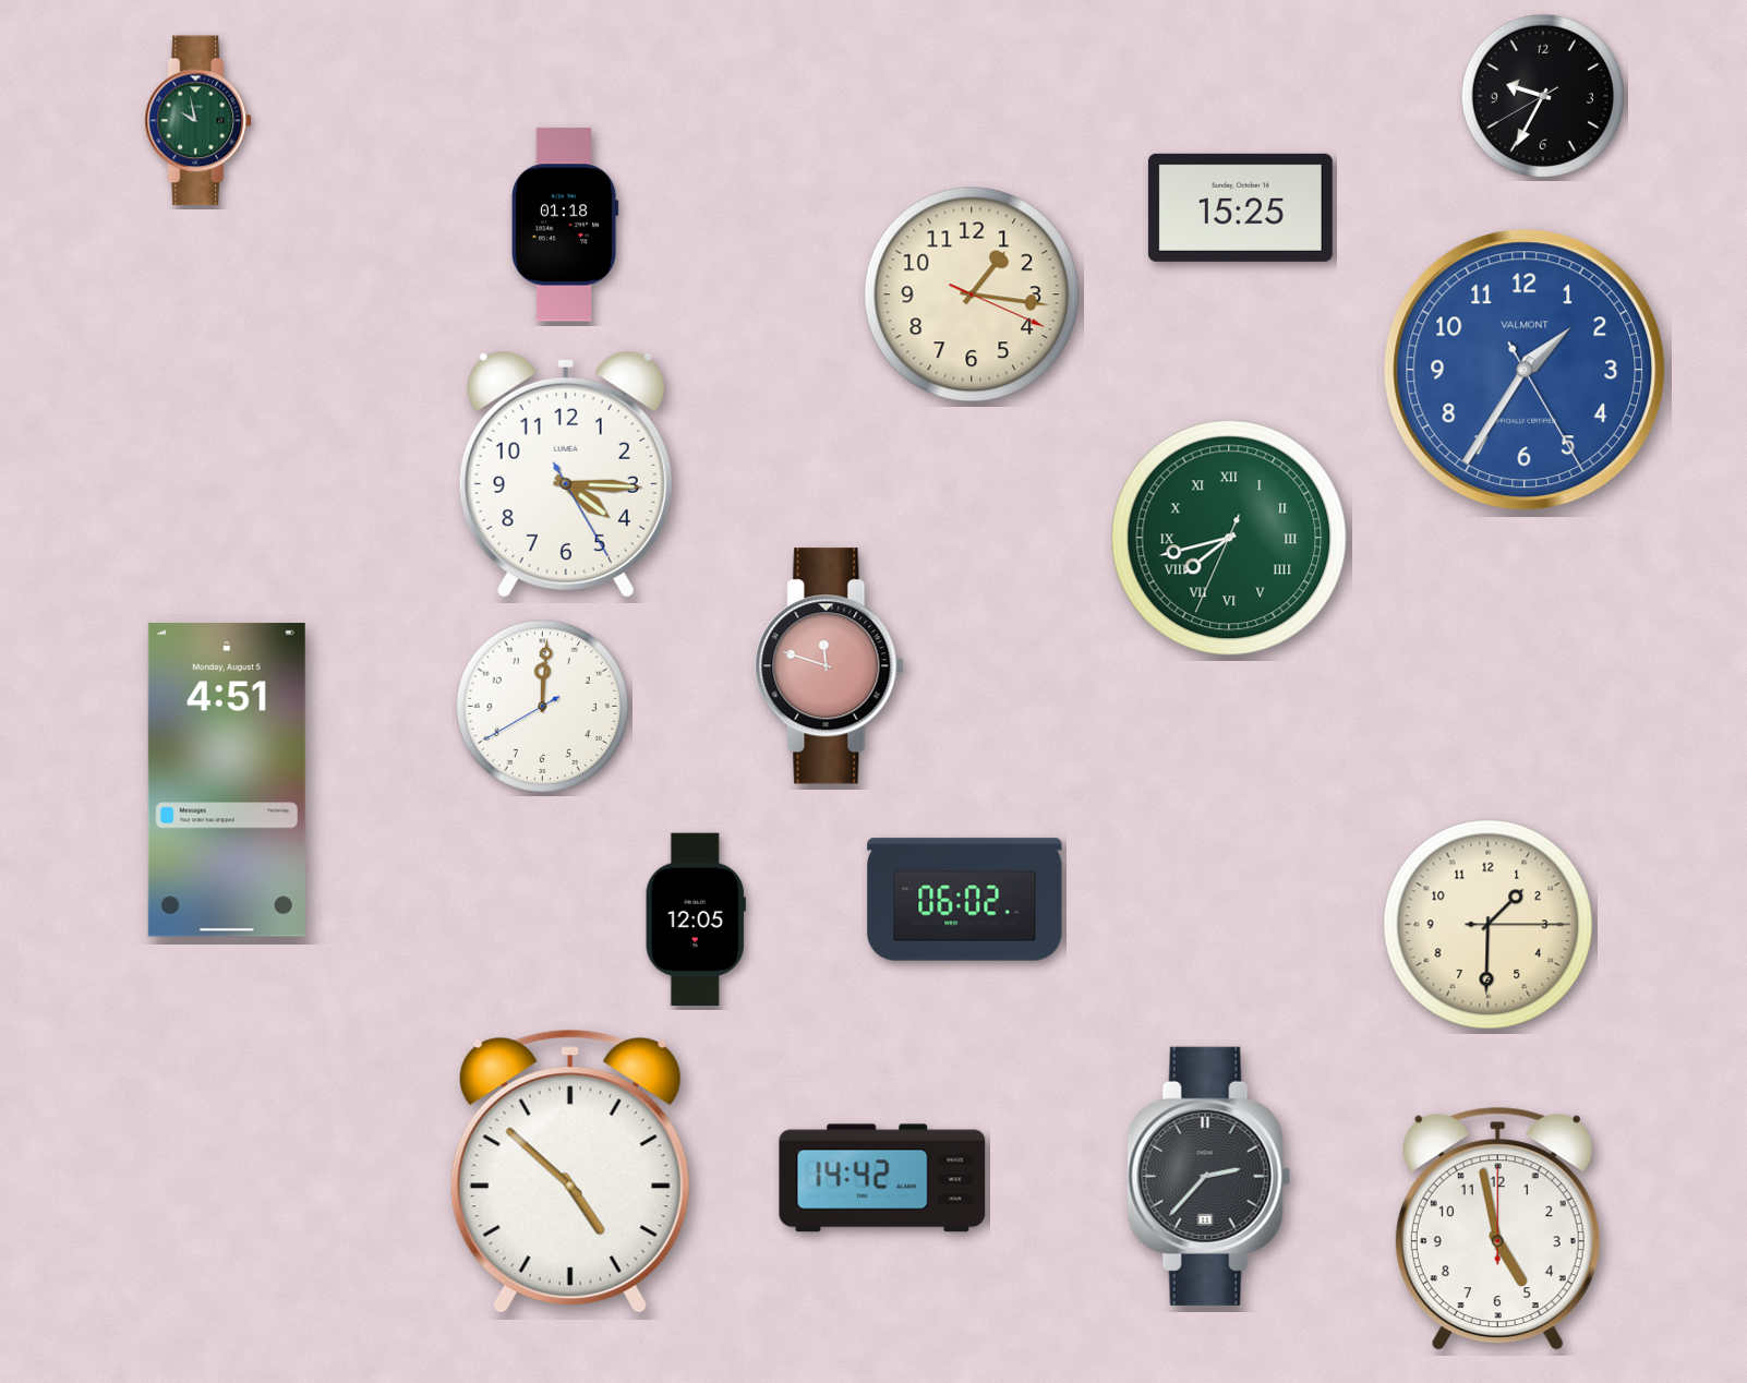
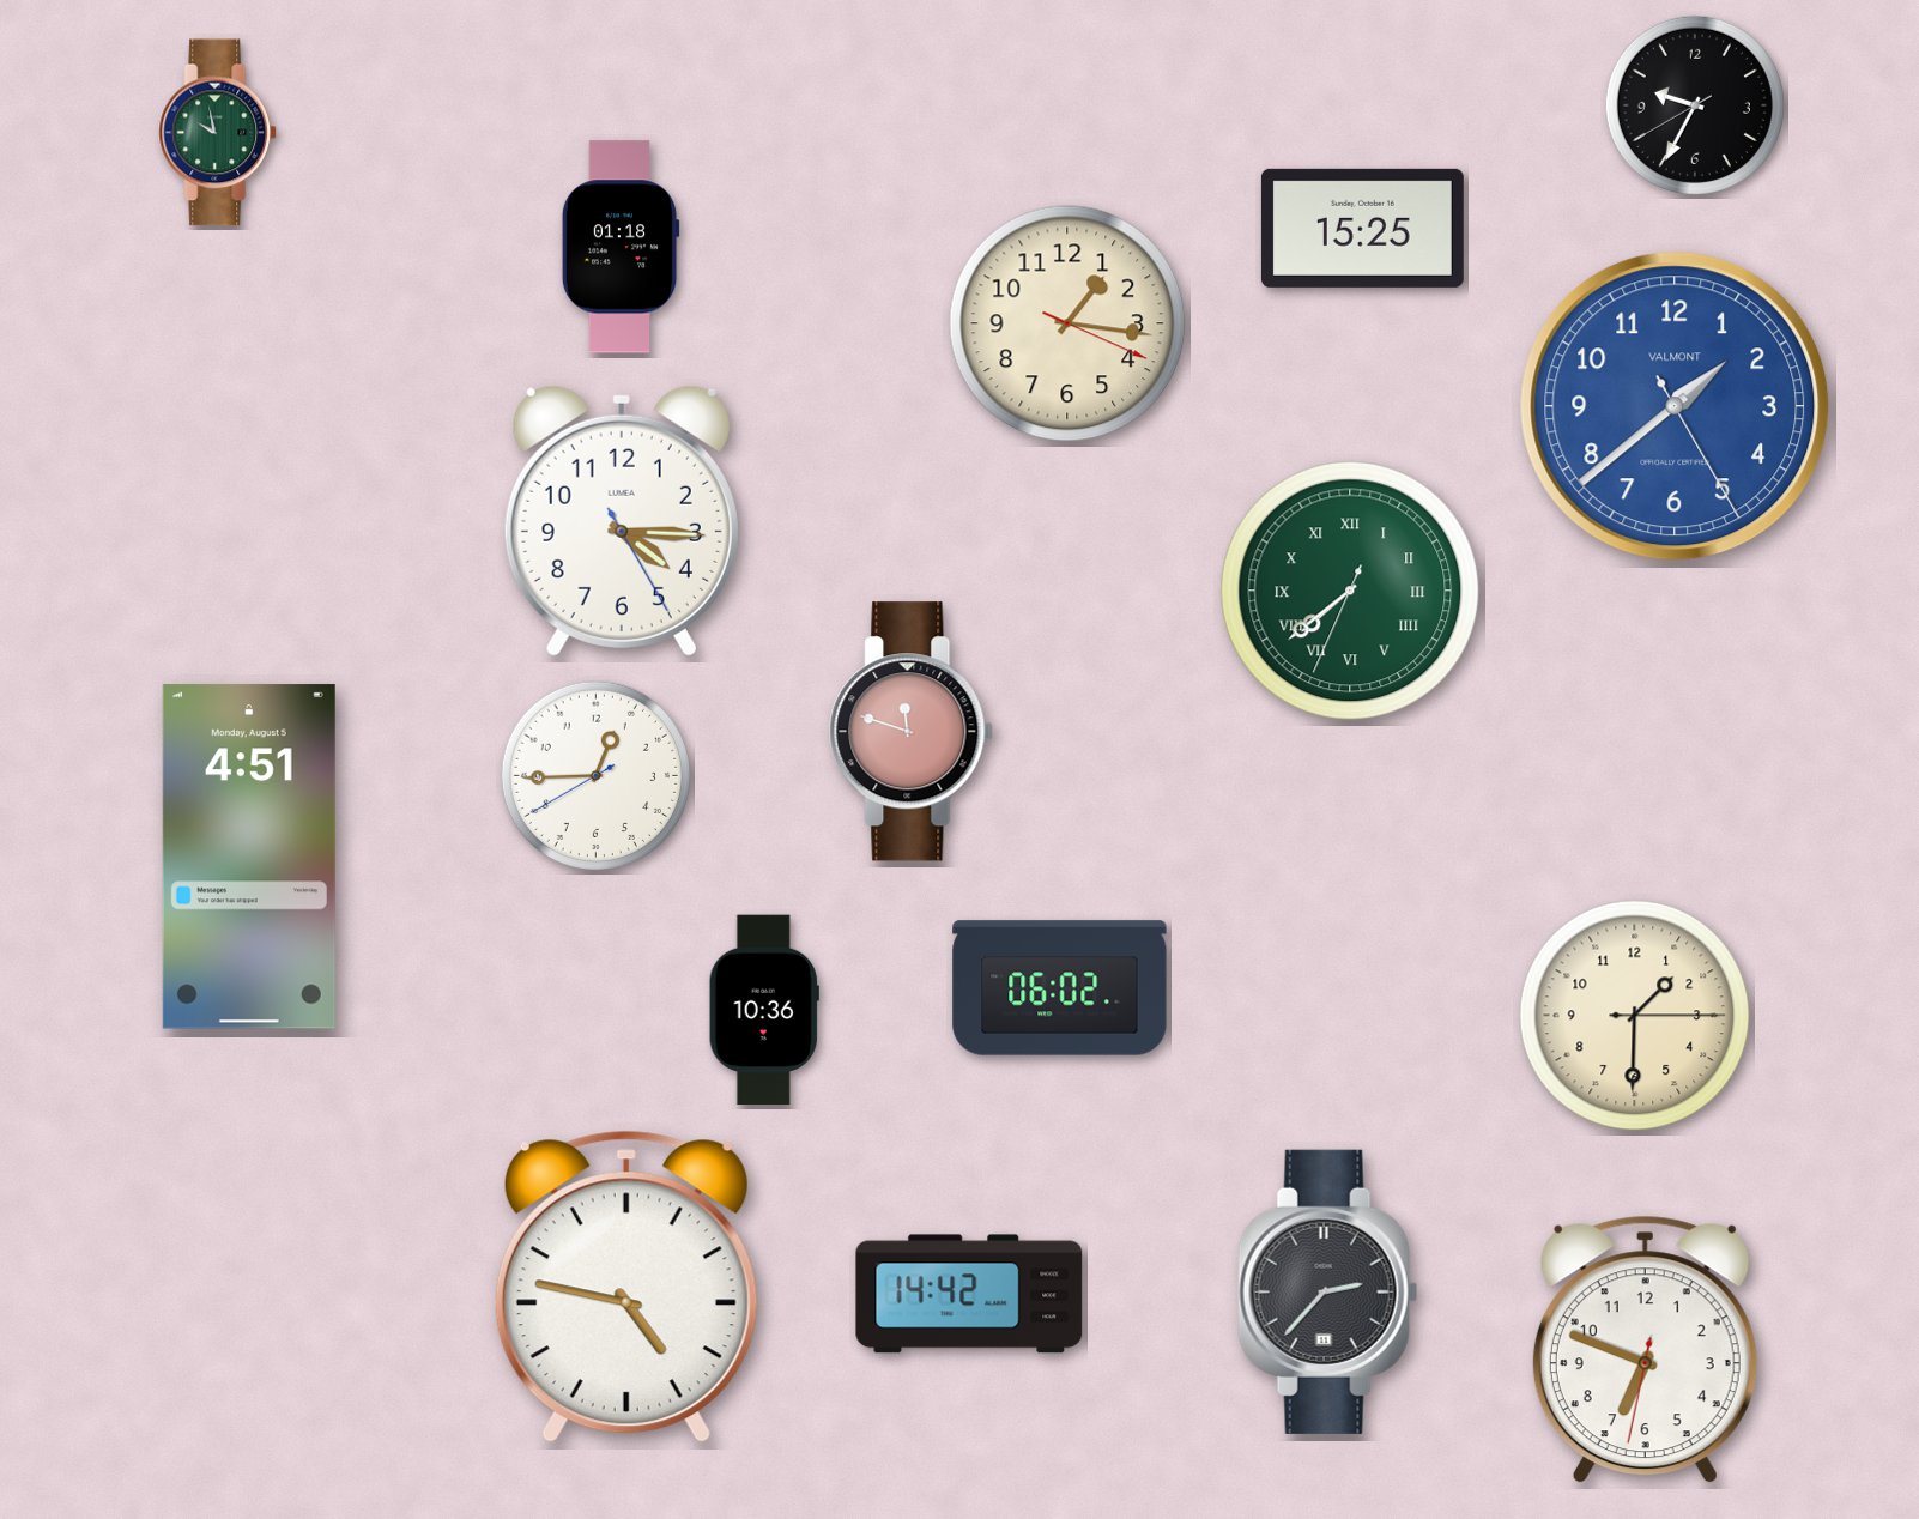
clock at (1525, 370): 1:35 -> 1:38
clock at (1229, 538): 7:42 -> 7:38
clock at (542, 706): 12:00 -> 12:44
clock at (696, 919): 12:05 -> 10:36
clock at (570, 1171): 4:52 -> 4:47
clock at (1497, 1229): 4:58 -> 6:48
